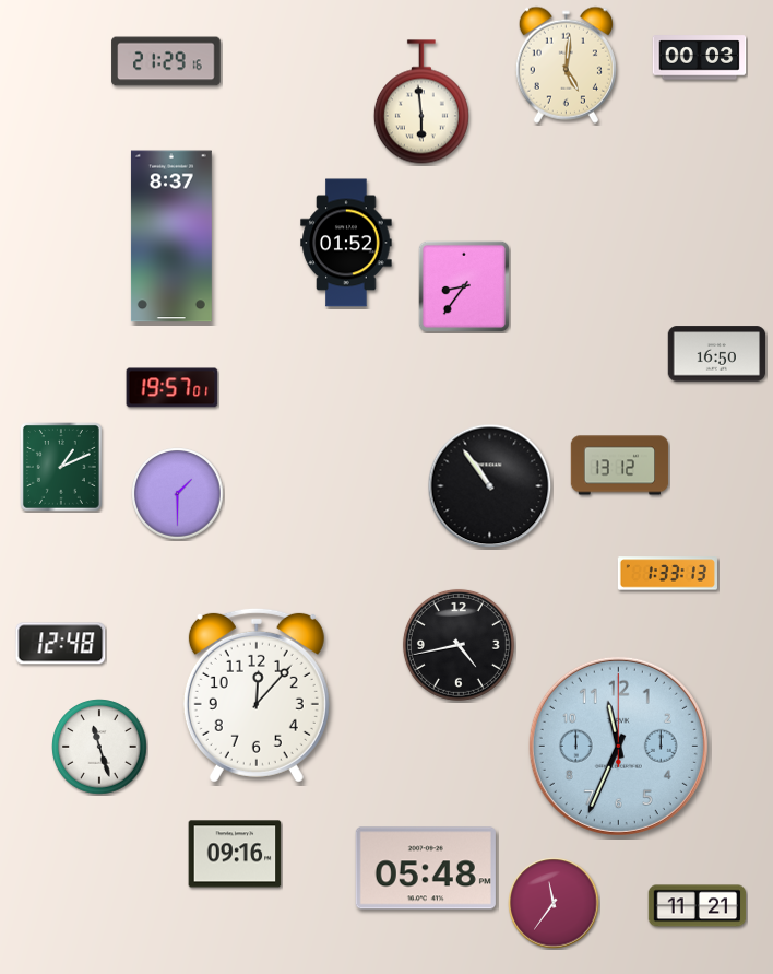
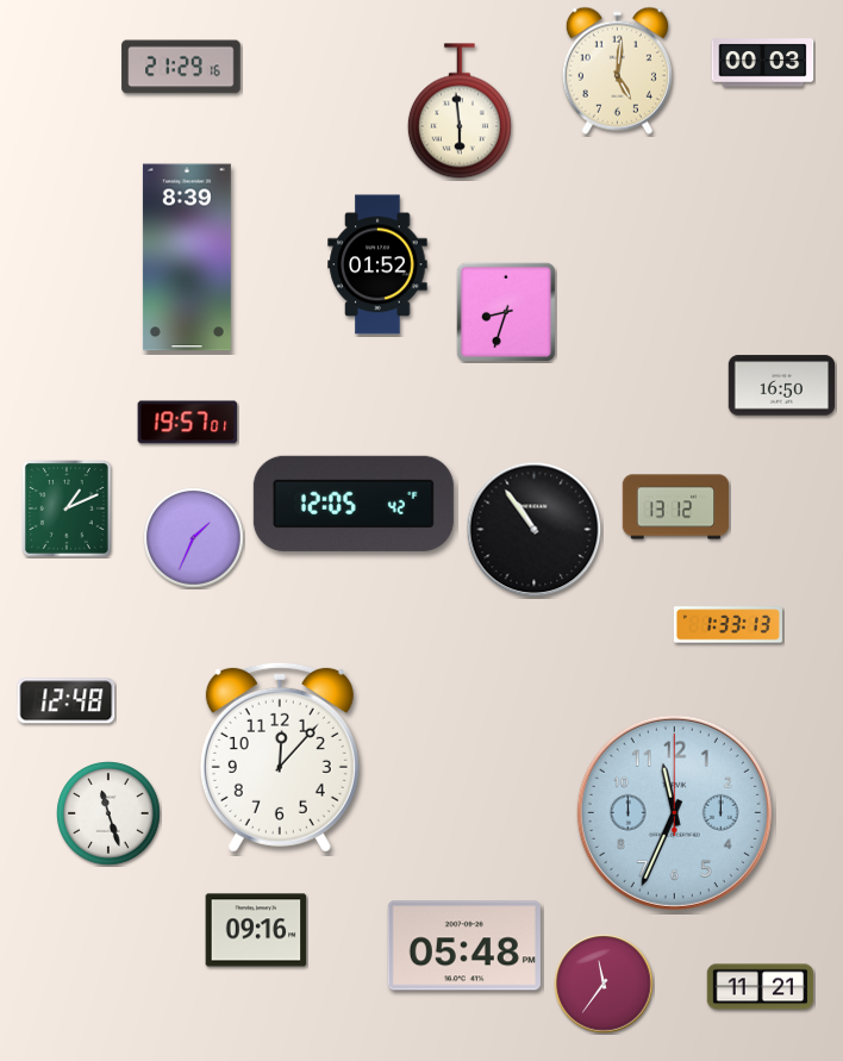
clock at (171, 236): 8:37 -> 8:39
clock at (464, 286): 8:36 -> 8:33
clock at (354, 504): none -> 12:05
clock at (178, 494): 1:30 -> 1:34
clock at (459, 645): 4:43 -> none
